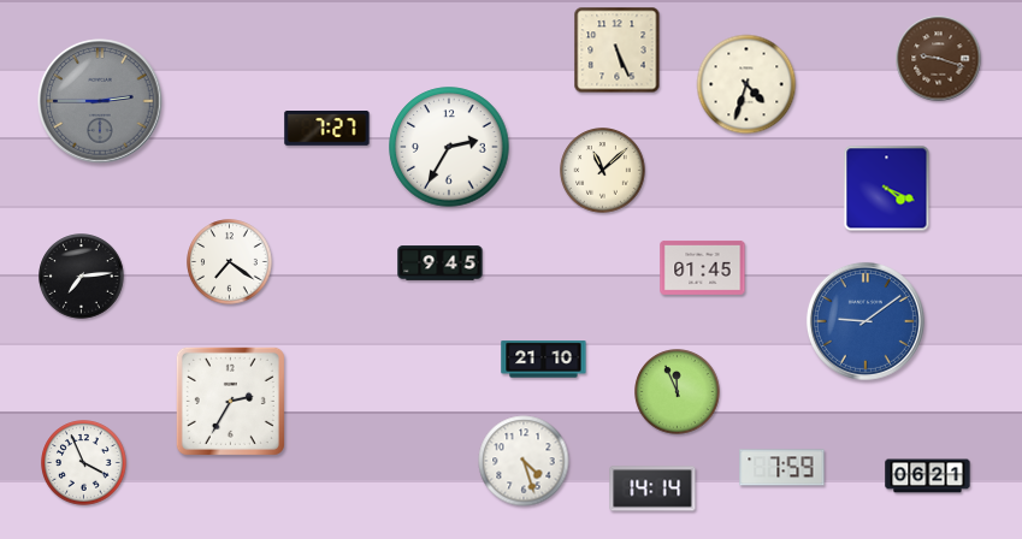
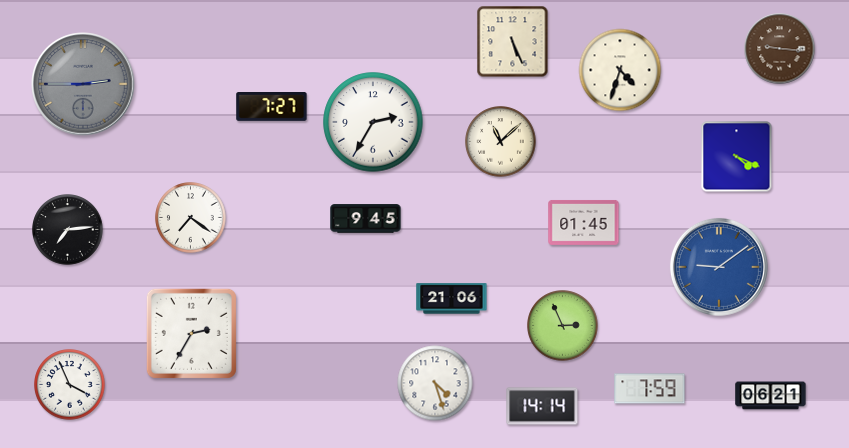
clock at (939, 59): 9:18 -> 9:16
clock at (544, 360): 21:10 -> 21:06
clock at (678, 392): 11:56 -> 2:56
